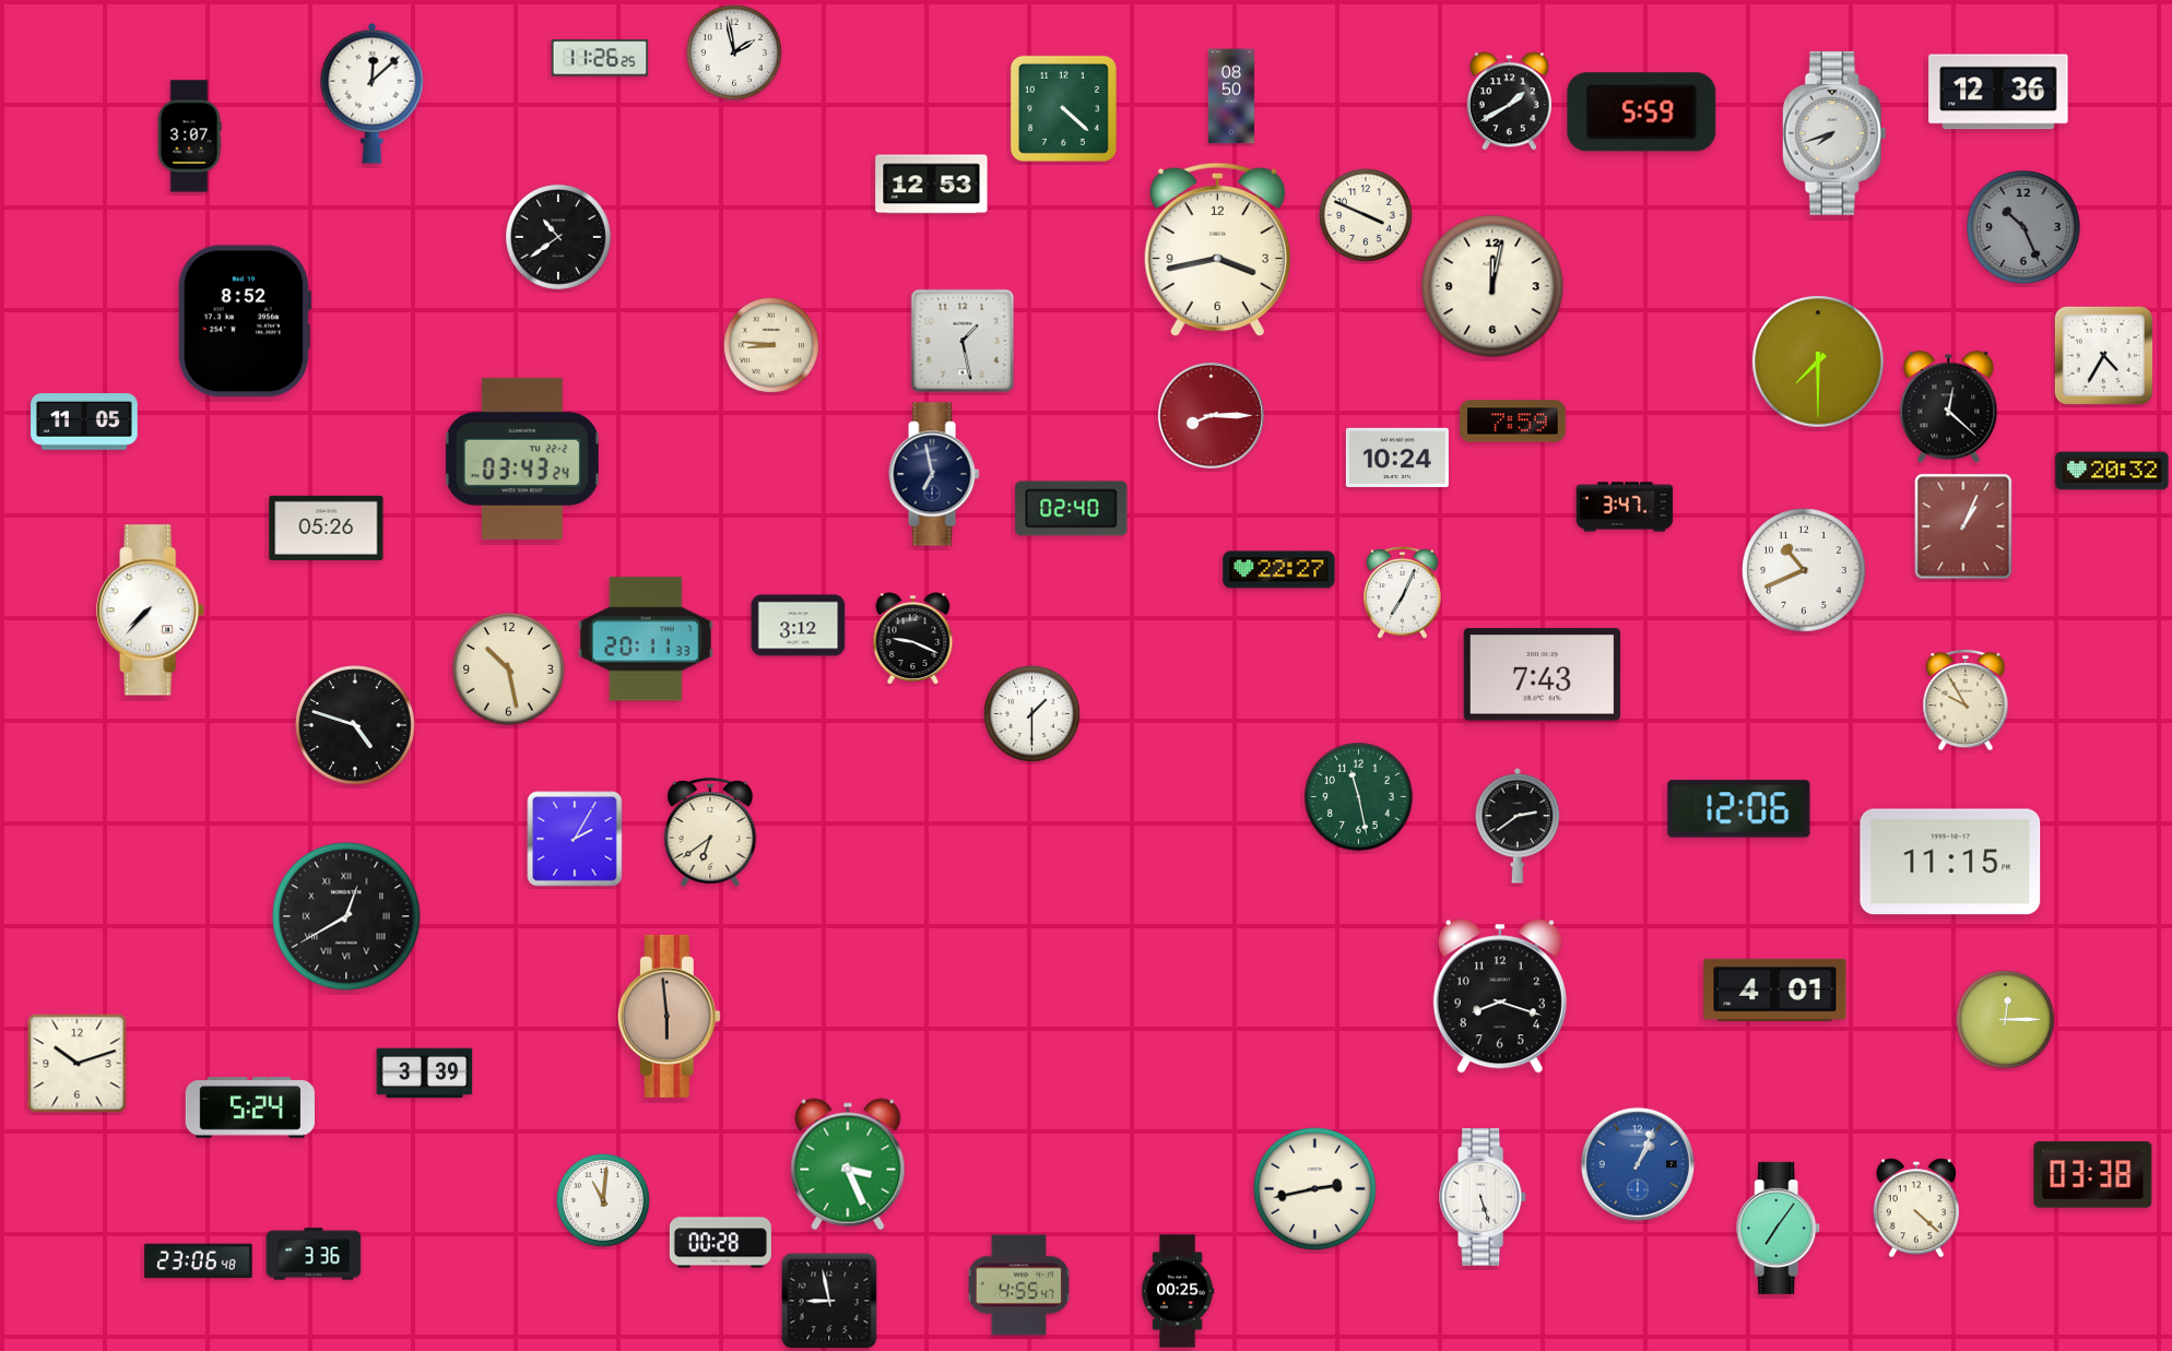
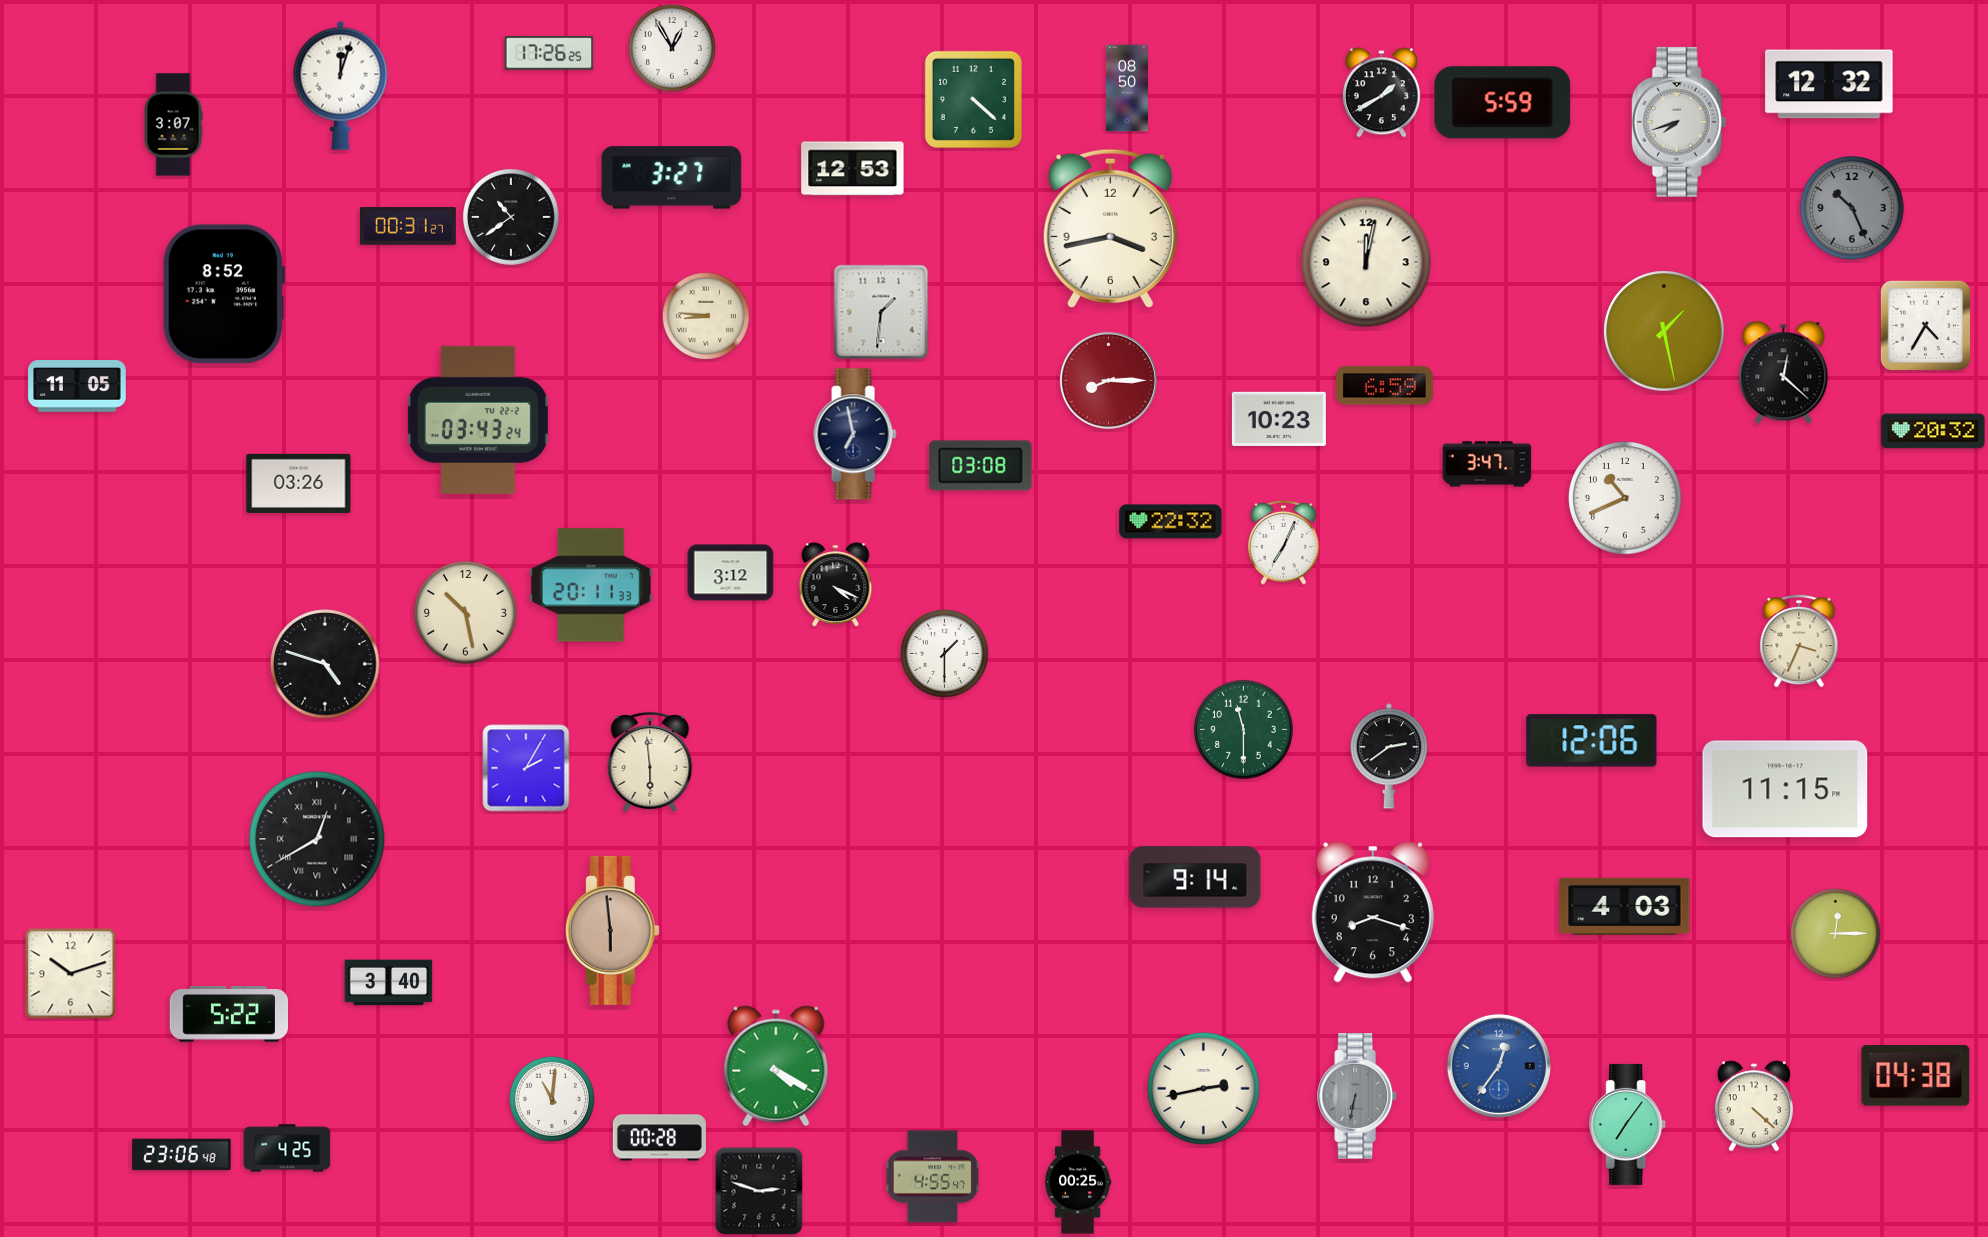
clock at (734, 52): 1:58 -> 12:55
clock at (600, 58): 11:26 -> 17:26
clock at (1998, 92): 12:36 -> 12:32
clock at (373, 93): 12:08 -> 12:03
clock at (672, 178): none -> 3:27
clock at (1366, 215): 3:49 -> none
clock at (408, 226): none -> 00:31
clock at (1217, 250) position: (1217, 250) -> (1110, 229)
clock at (963, 341): 1:28 -> 1:31
clock at (1818, 362): 7:30 -> 1:28
clock at (1513, 422): 7:59 -> 6:59
clock at (1397, 458): 10:24 -> 10:23
clock at (1072, 509): 02:40 -> 03:08
clock at (1963, 526): 1:04 -> none
clock at (327, 528): 05:26 -> 03:26
clock at (1279, 570): 22:27 -> 22:32
clock at (1804, 570) position: (1804, 570) -> (1625, 498)
clock at (151, 611): 7:37 -> none
clock at (913, 639): 9:19 -> 4:19
clock at (1542, 675): 7:43 -> none
clock at (1966, 700): 9:55 -> 3:34
clock at (1359, 797): 11:28 -> 11:30
clock at (710, 832): 6:39 -> 5:59
clock at (1195, 877): none -> 9:14
clock at (1775, 989): 4:01 -> 4:03
clock at (425, 1074): 3:39 -> 3:40
clock at (249, 1109): 5:24 -> 5:22
clock at (848, 1164): 3:26 -> 4:20
clock at (1638, 1164): 1:04 -> 12:36
clock at (2093, 1175): 03:38 -> 04:38
clock at (1484, 1197): 5:27 -> 6:32
clock at (1484, 1197) dial: white -> grey
clock at (314, 1254): 3:36 -> 4:25
clock at (829, 1301): 8:58 -> 2:48
